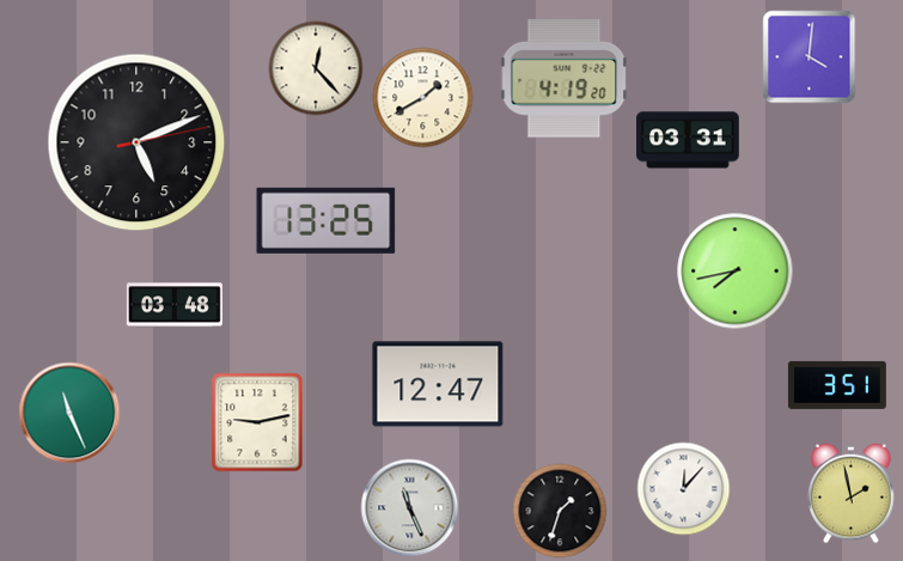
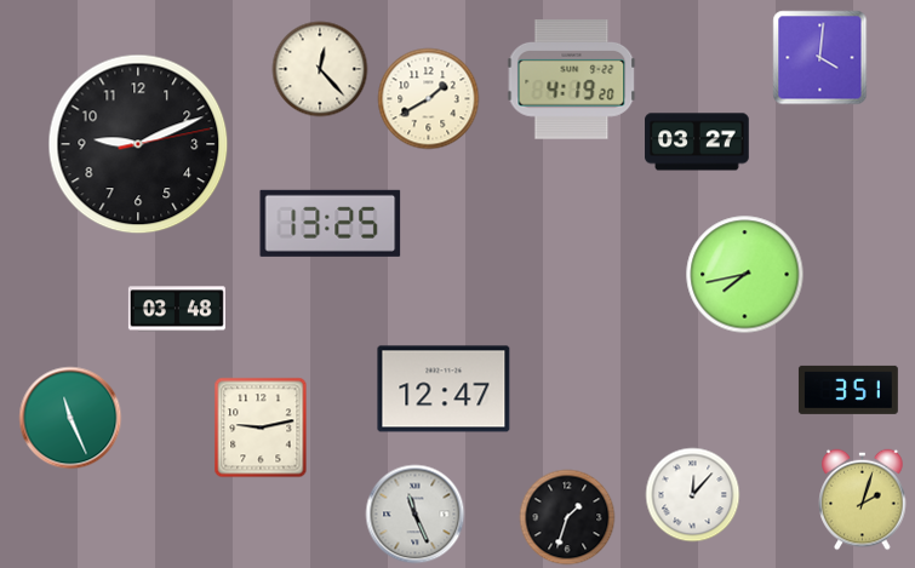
clock at (688, 140): 03:31 -> 03:27
clock at (136, 142): 5:11 -> 9:11
clock at (852, 493): 1:58 -> 2:03
